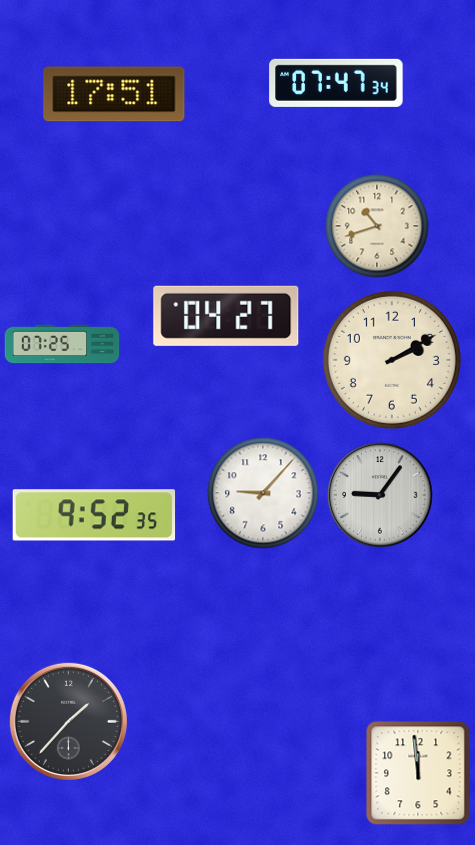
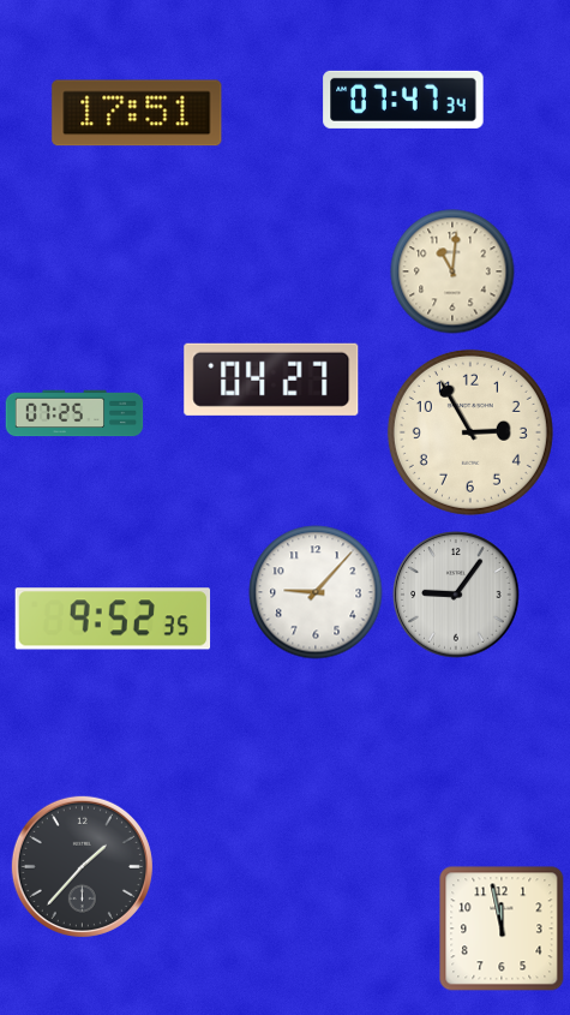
clock at (377, 226): 10:42 -> 11:01
clock at (392, 360): 2:10 -> 2:55
clock at (418, 773): 11:59 -> 11:58
